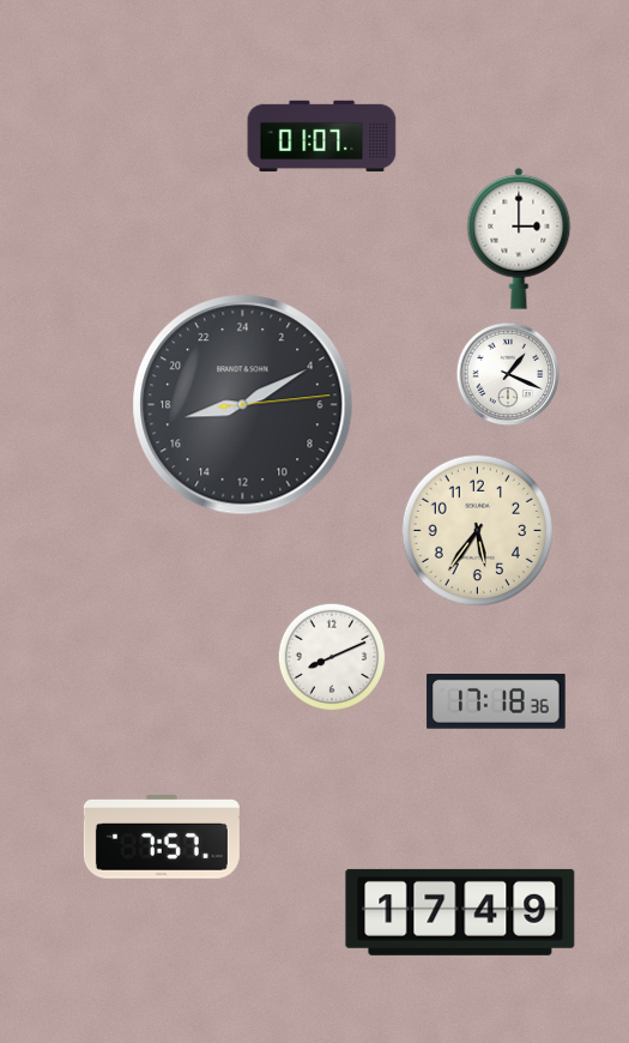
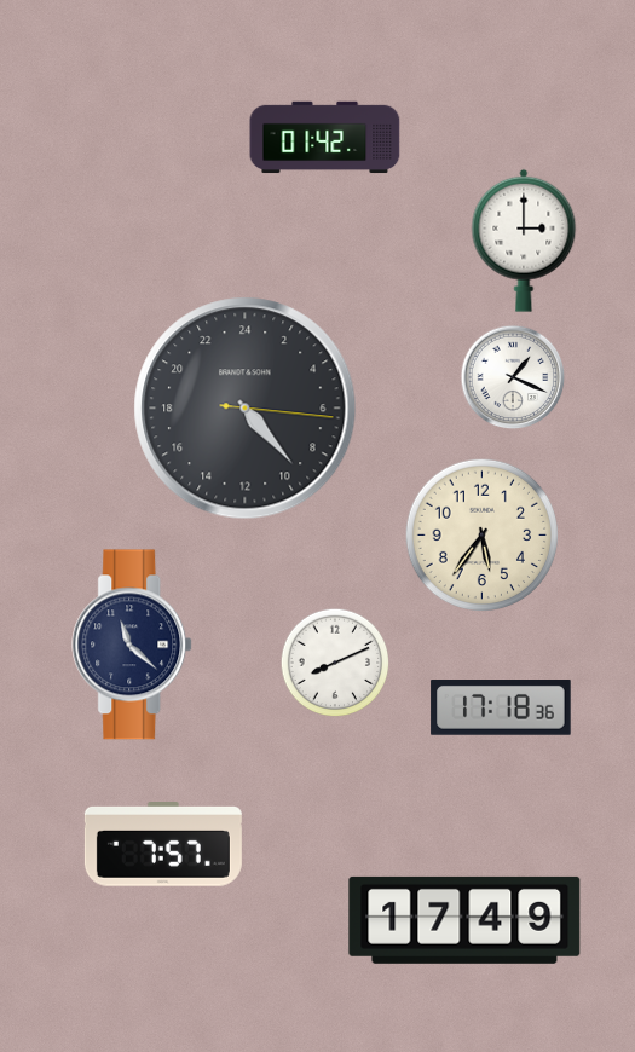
clock at (322, 137): 01:07 -> 01:42
clock at (243, 405): 17:10 -> 9:23
clock at (133, 645): none -> 11:22
